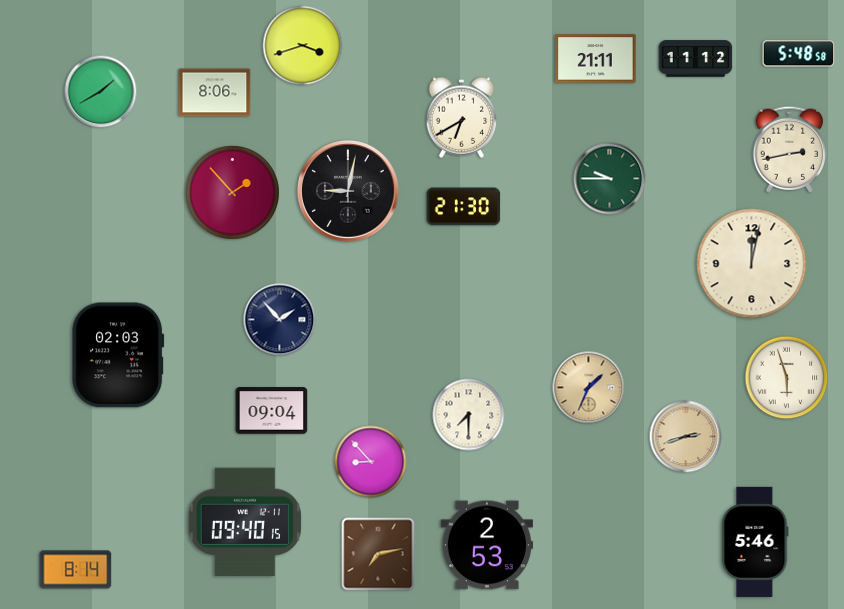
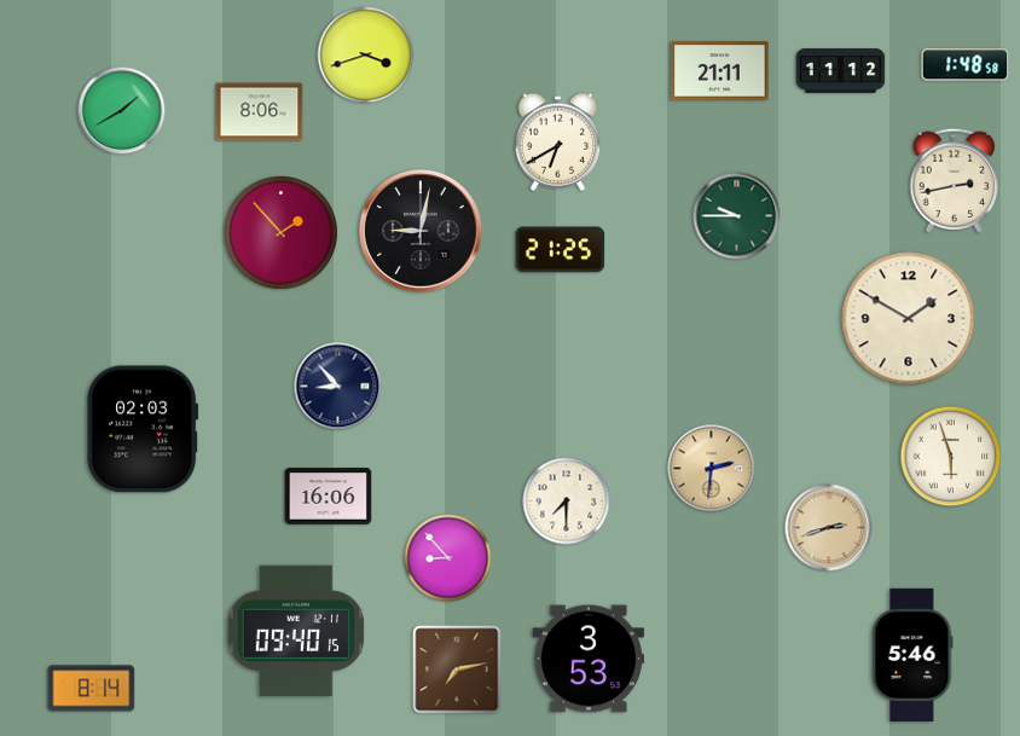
clock at (799, 54): 5:48 -> 1:48
clock at (464, 207): 21:30 -> 21:25
clock at (752, 264): 12:02 -> 1:50
clock at (280, 320): 1:53 -> 8:53
clock at (589, 388): 1:34 -> 2:31
clock at (272, 411): 09:04 -> 16:06
clock at (487, 545): 2:53 -> 3:53
